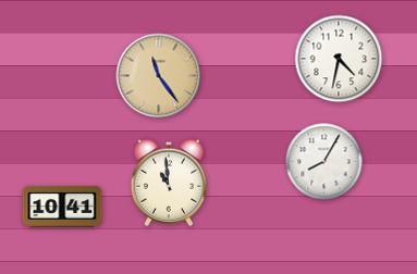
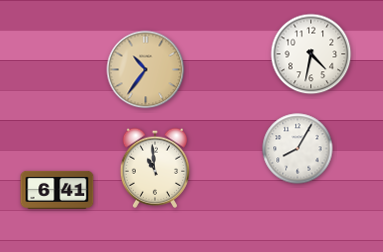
clock at (159, 76): 11:24 -> 10:36
clock at (62, 207): 10:41 -> 6:41
